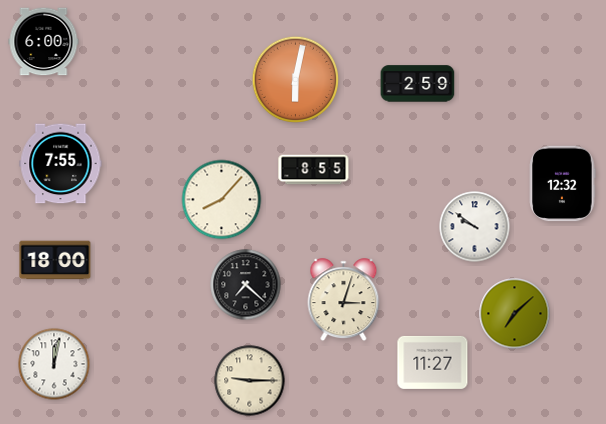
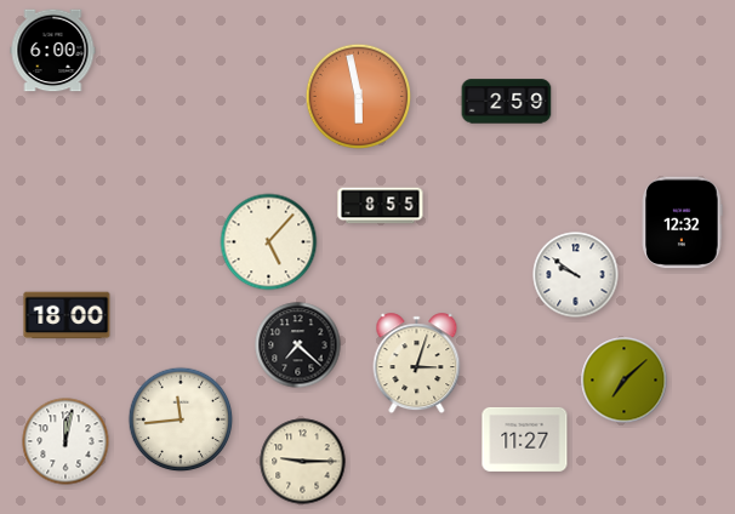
clock at (296, 80): 6:02 -> 5:58
clock at (61, 164): 7:55 -> none
clock at (222, 200): 8:07 -> 5:07
clock at (181, 419): none -> 11:44
